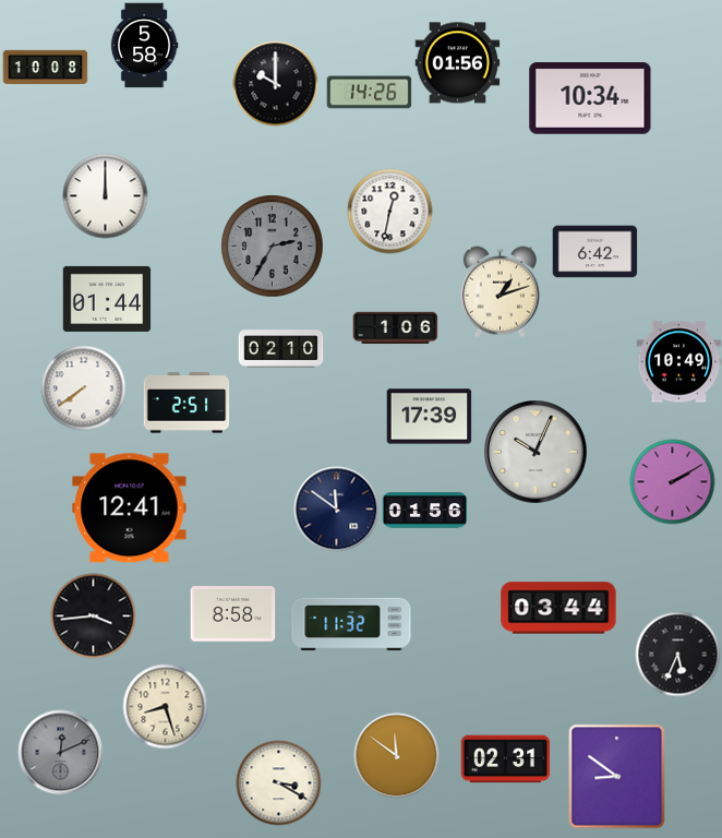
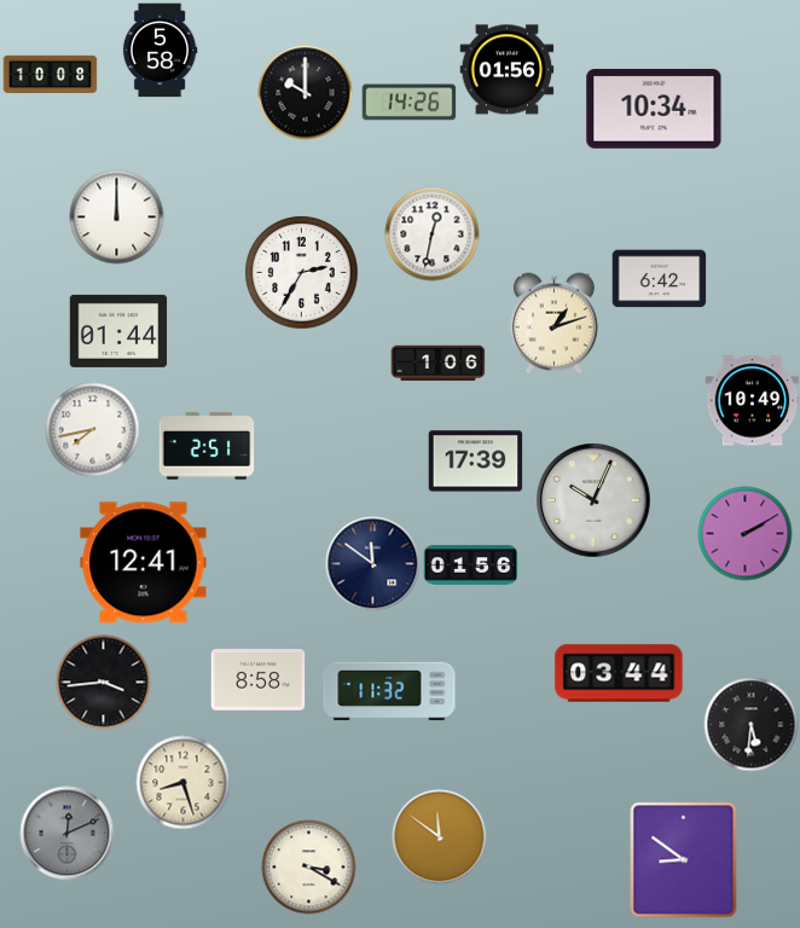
clock at (272, 246) dial: grey -> white
clock at (280, 349): 02:10 -> none
clock at (83, 387): 7:39 -> 7:43
clock at (677, 654): 5:34 -> 5:31
clock at (505, 759): 02:31 -> none
